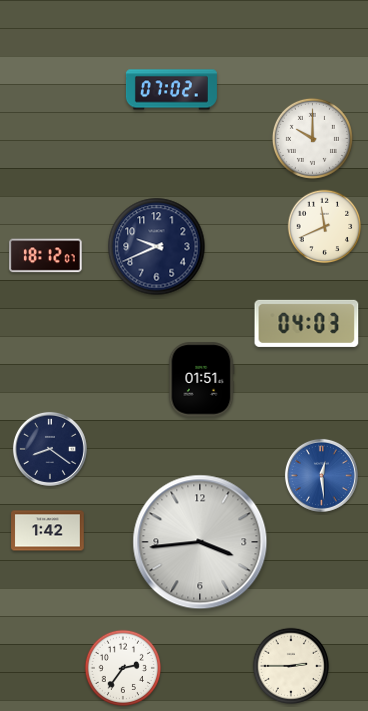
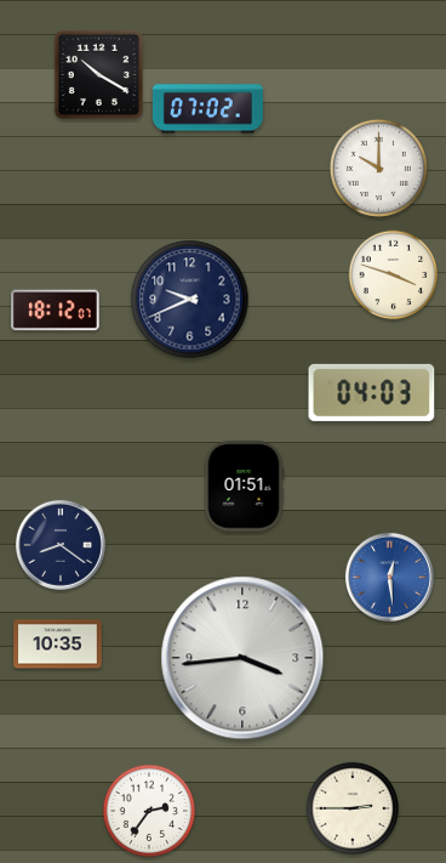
clock at (98, 74): none -> 10:20
clock at (325, 227): 11:41 -> 3:48
clock at (201, 380) position: (201, 380) -> (244, 487)
clock at (48, 531): 1:42 -> 10:35
